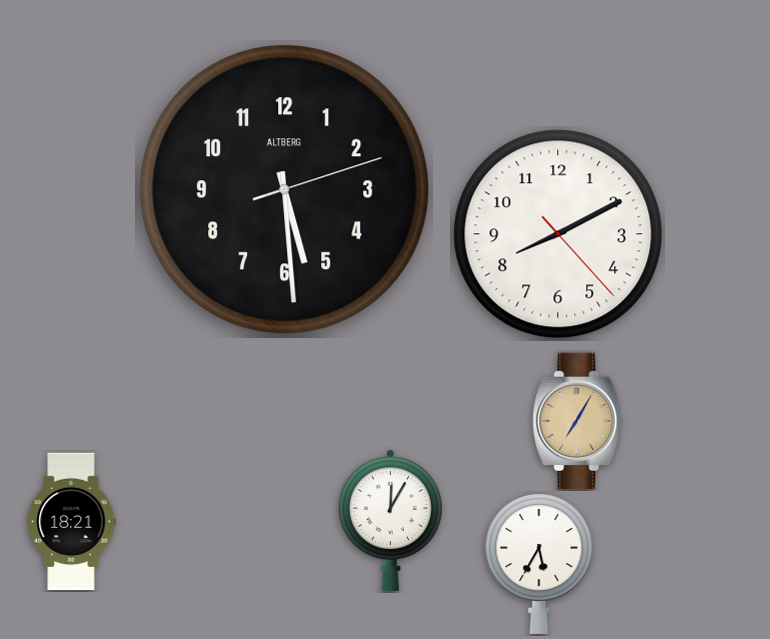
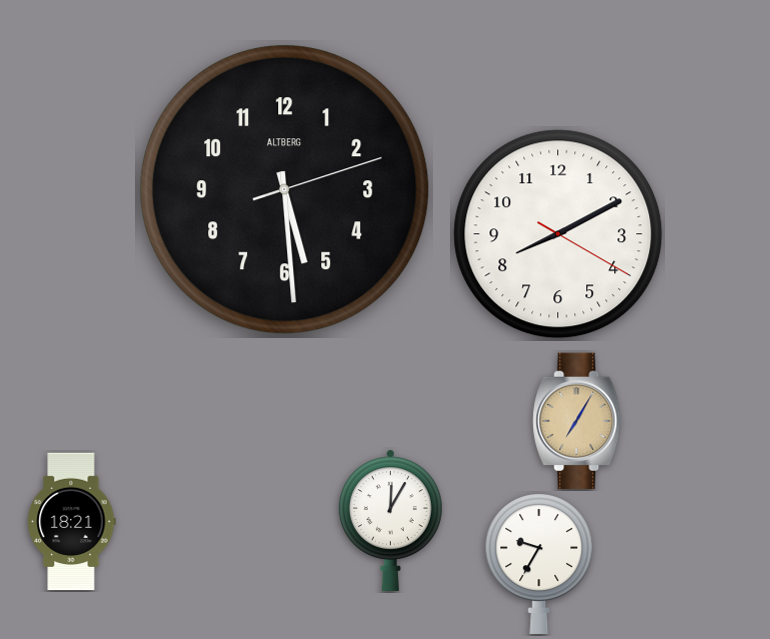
clock at (558, 234): 8:10:23 -> 8:10:20
clock at (539, 564): 5:35 -> 9:35
